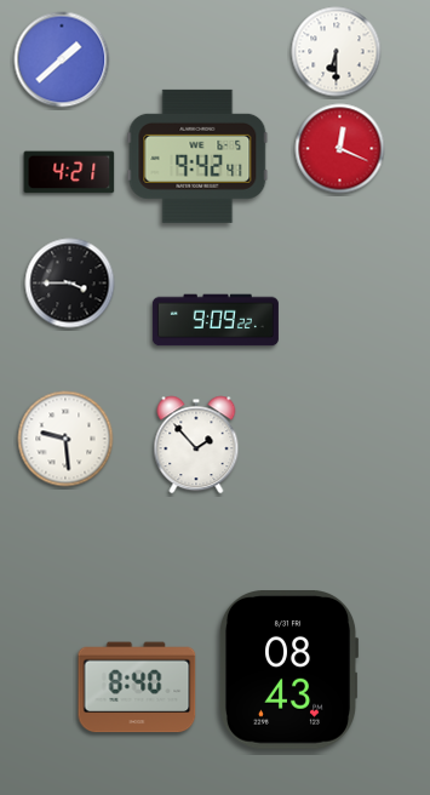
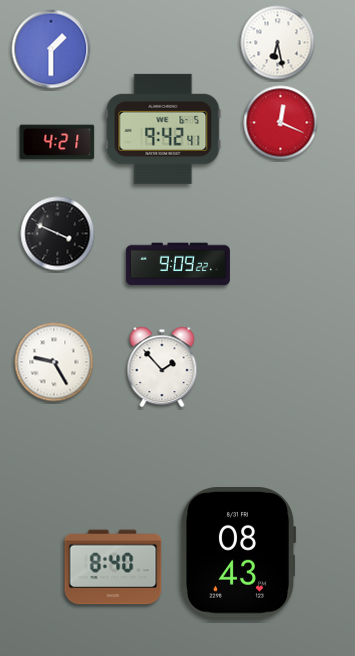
clock at (337, 52): 6:30 -> 6:28
clock at (62, 59): 1:38 -> 1:30
clock at (70, 284): 3:45 -> 3:49
clock at (65, 439): 9:29 -> 9:25
